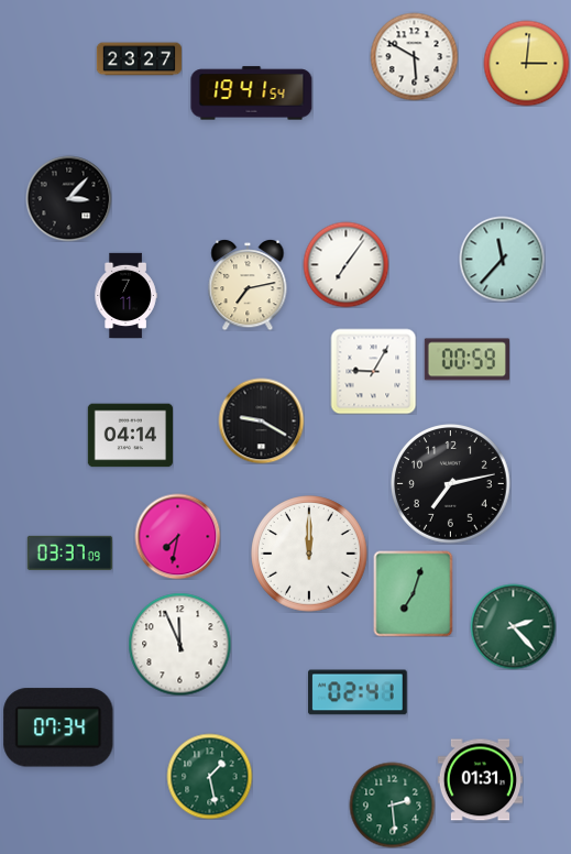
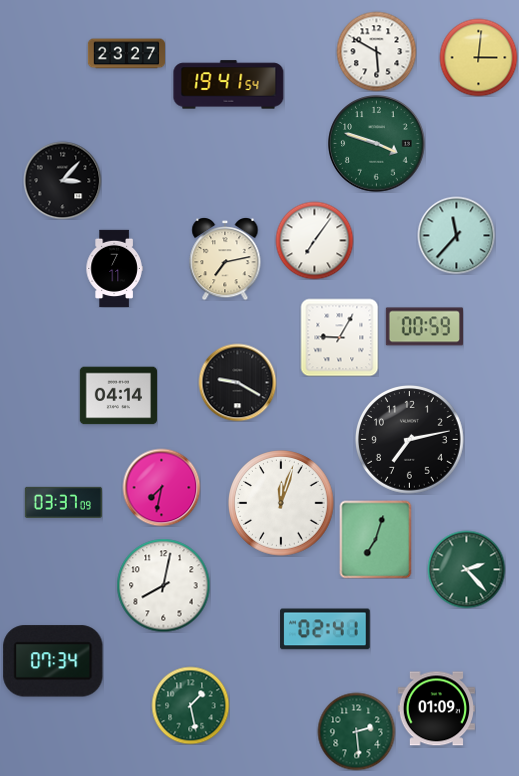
clock at (377, 144): none -> 3:48
clock at (309, 554): 12:00 -> 12:03
clock at (179, 644): 11:56 -> 8:02
clock at (480, 780): 01:31 -> 01:09
